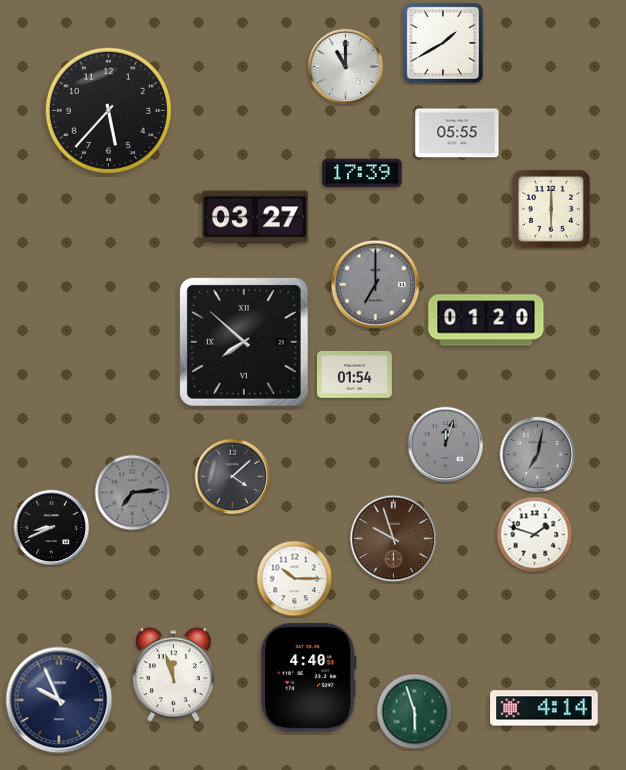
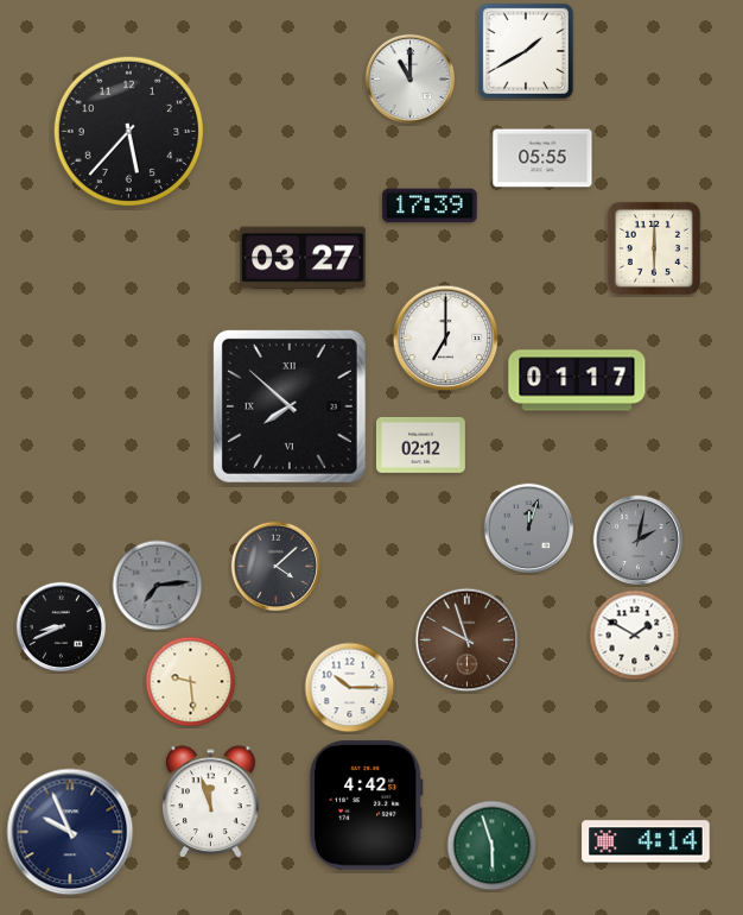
clock at (376, 285) dial: grey -> white
clock at (486, 320): 01:20 -> 01:17
clock at (354, 375): 01:54 -> 02:12
clock at (538, 455): 7:02 -> 2:02
clock at (535, 535): 1:48 -> 1:50
clock at (191, 682): none -> 9:29
clock at (174, 674) position: (174, 674) -> (211, 801)
clock at (308, 678): 4:40 -> 4:42
